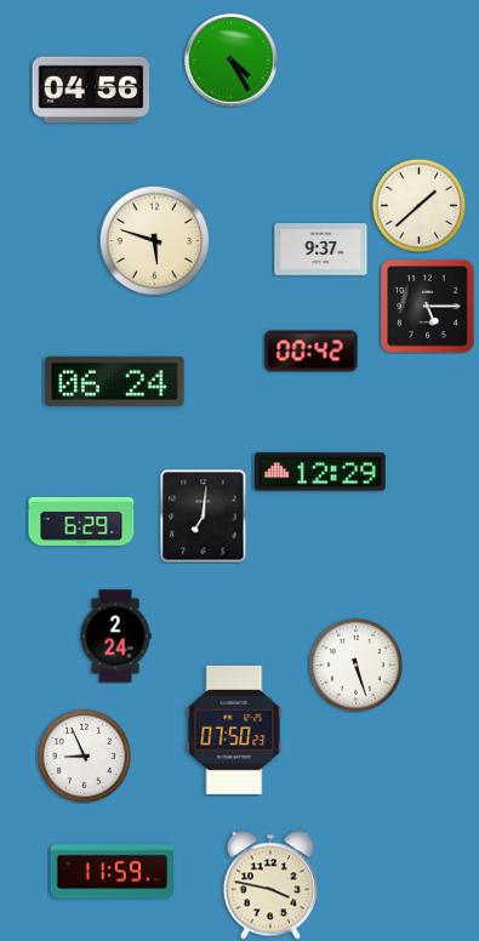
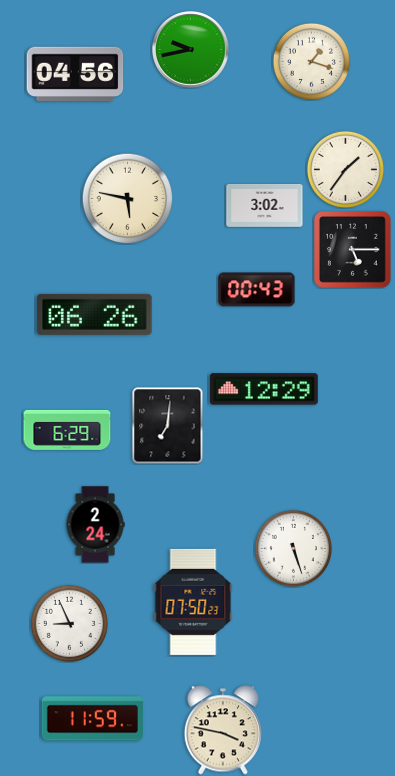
clock at (232, 61): 4:25 -> 9:43
clock at (311, 61): none -> 1:18
clock at (418, 205): 1:38 -> 1:36
clock at (154, 240): 5:48 -> 5:47
clock at (321, 250): 9:37 -> 3:02
clock at (428, 307) position: (428, 307) -> (353, 250)
clock at (312, 352): 00:42 -> 00:43
clock at (115, 381): 06:24 -> 06:26
